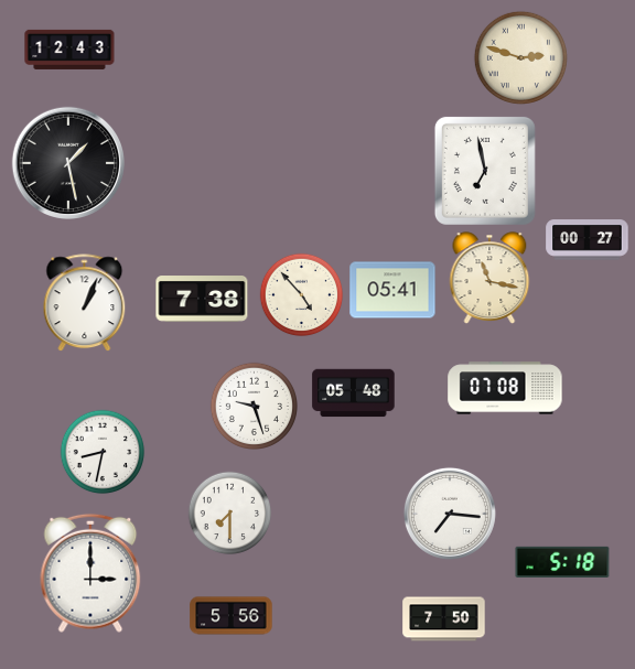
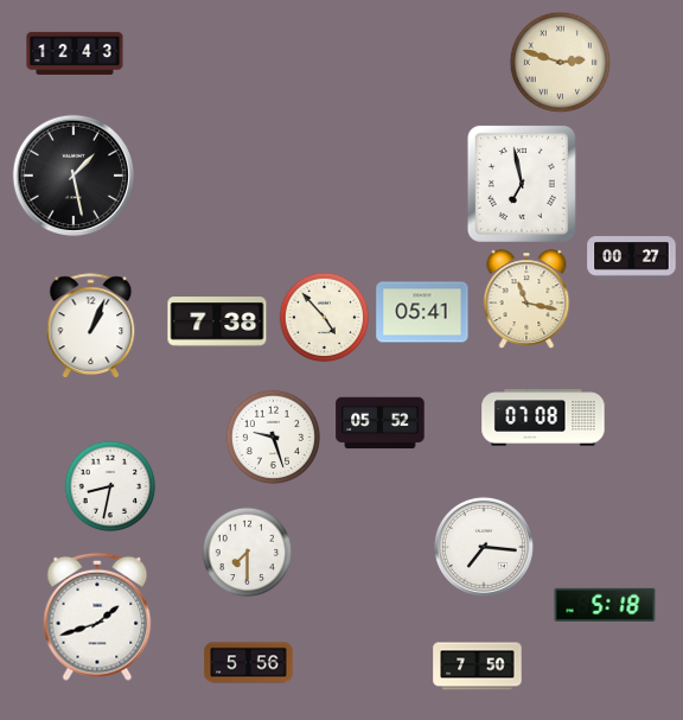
clock at (354, 393): 05:48 -> 05:52
clock at (450, 514) position: (450, 514) -> (484, 547)
clock at (90, 573): 3:00 -> 1:42
